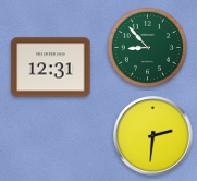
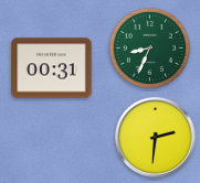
clock at (147, 47): 8:53 -> 8:34
clock at (51, 68): 12:31 -> 00:31
